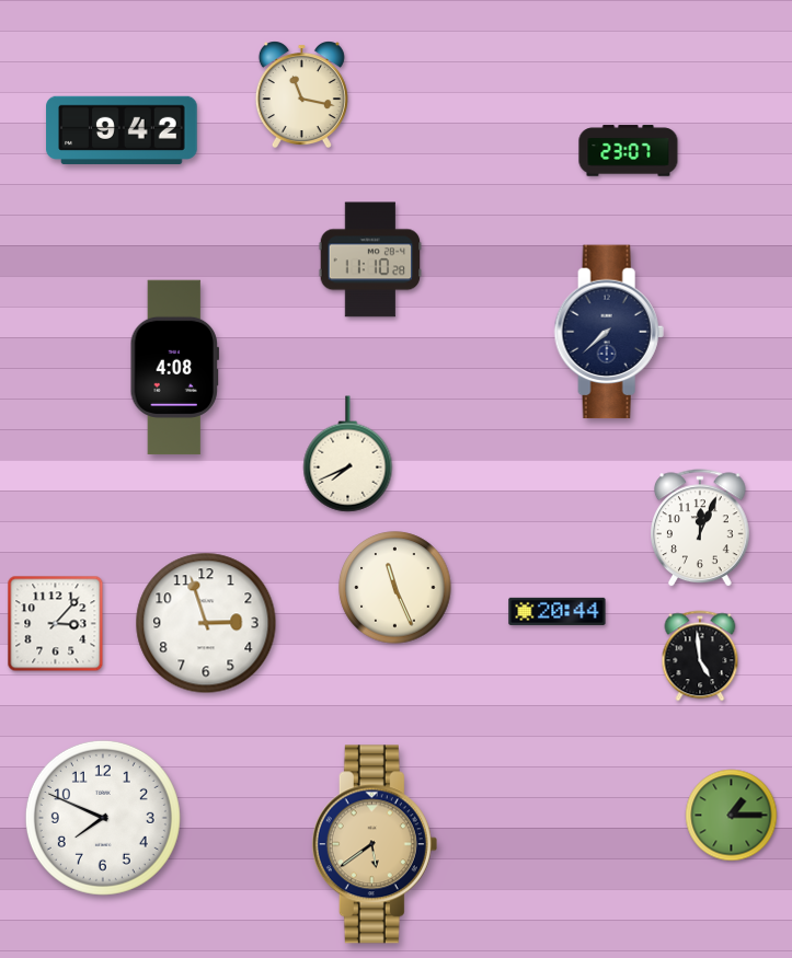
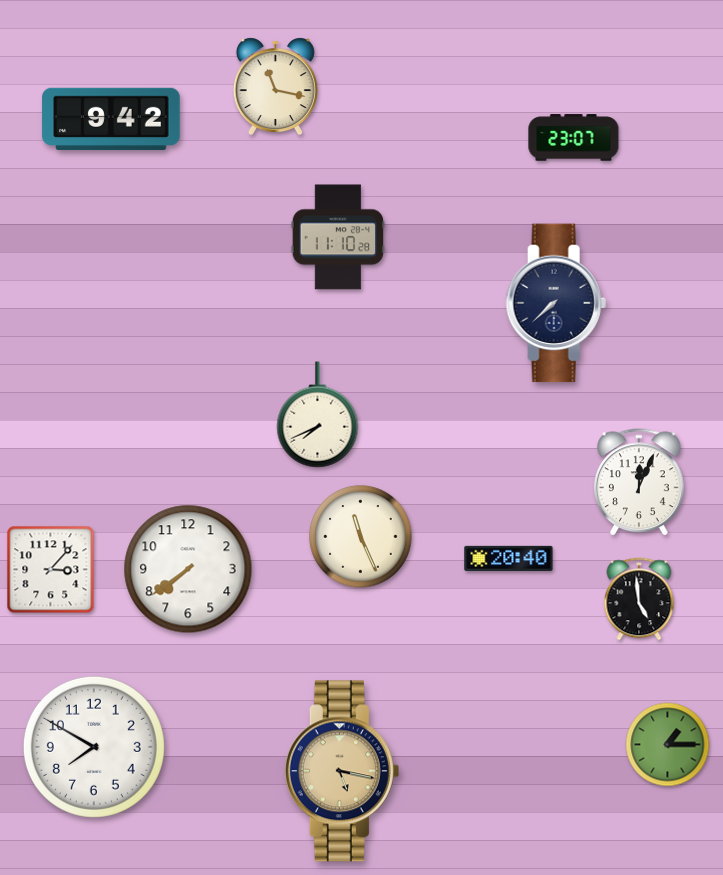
clock at (174, 368): 4:08 -> none
clock at (558, 611): 20:44 -> 20:40
clock at (206, 623): 2:57 -> 7:39
clock at (103, 818): 7:49 -> 7:50
clock at (375, 844): 5:39 -> 5:17
